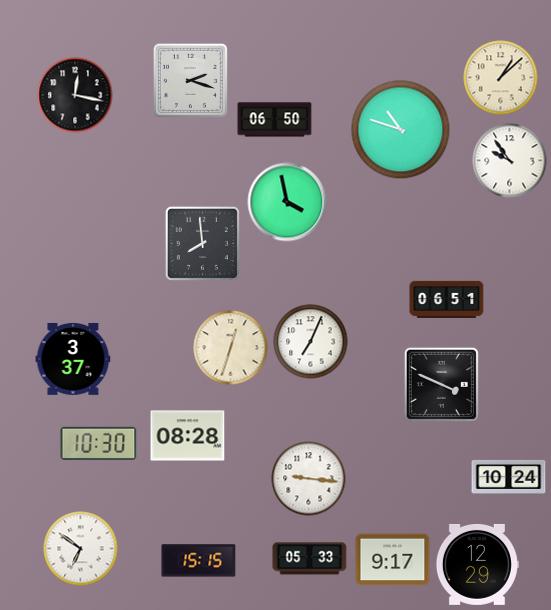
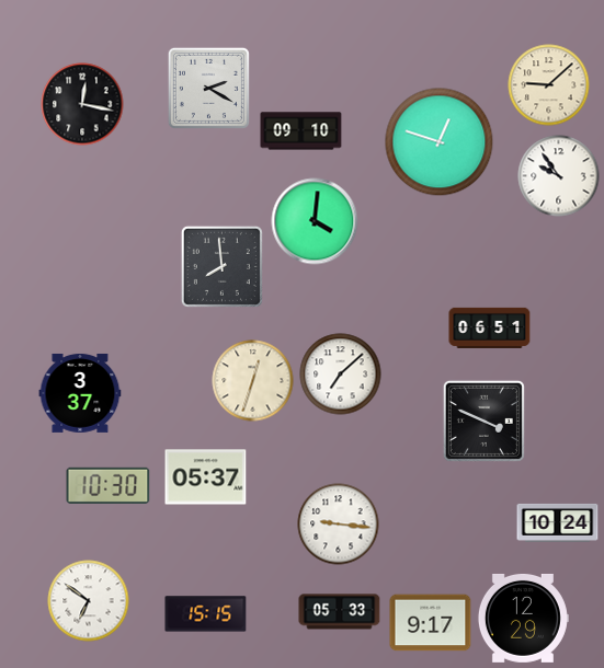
clock at (501, 78): 1:08 -> 9:08
clock at (190, 80): 2:18 -> 2:20
clock at (275, 120): 06:50 -> 09:10
clock at (401, 130): 10:48 -> 12:48
clock at (287, 202): 3:58 -> 4:01
clock at (311, 342): 7:04 -> 7:08
clock at (188, 436): 08:28 -> 05:37
clock at (393, 560) position: (393, 560) -> (431, 623)
clock at (199, 561) position: (199, 561) -> (206, 614)
